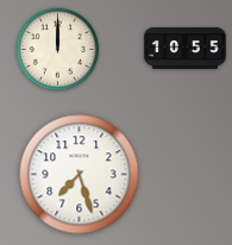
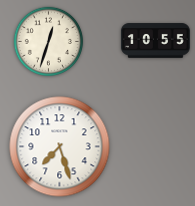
clock at (58, 50): 12:00 -> 12:33
clock at (80, 175) position: (80, 175) -> (60, 147)
